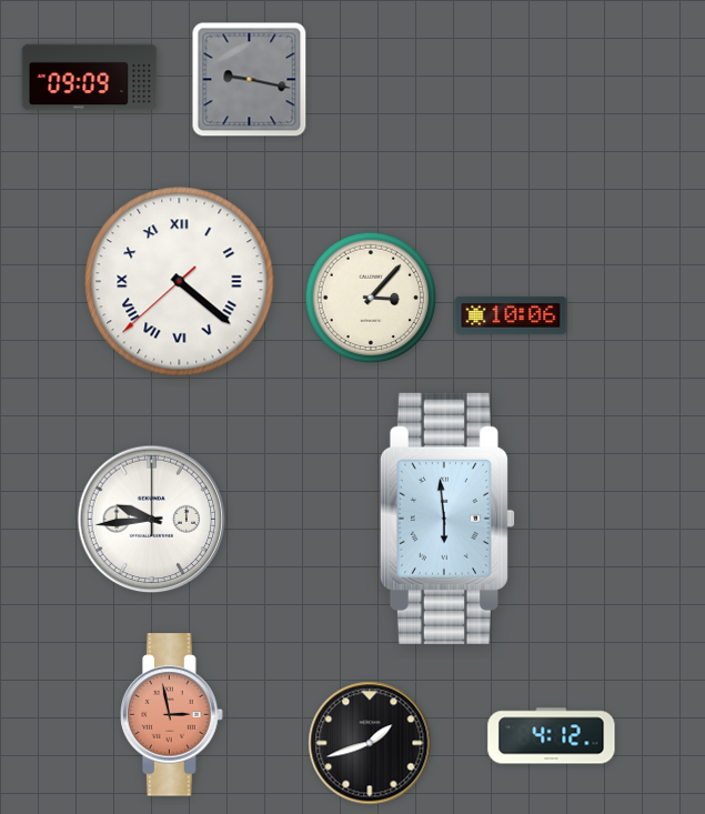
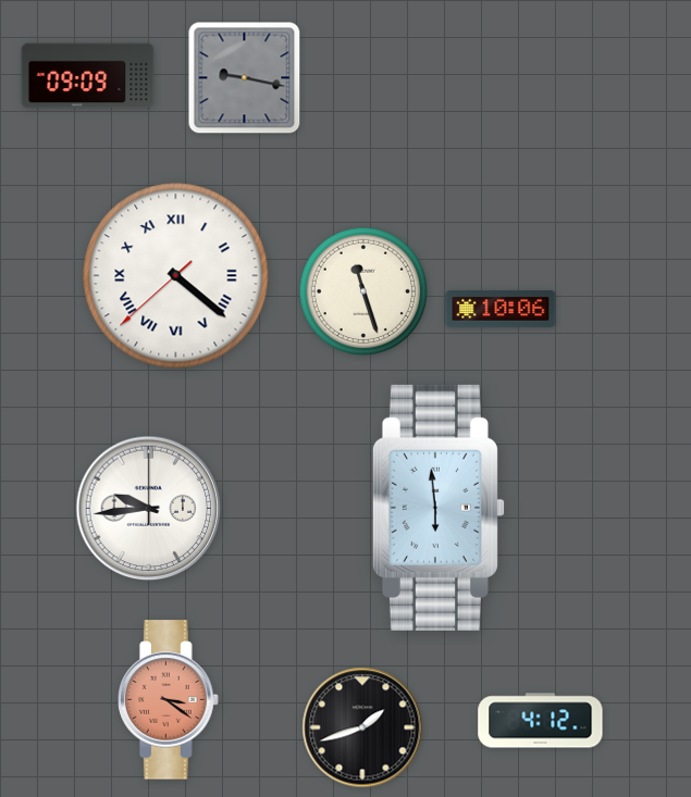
clock at (371, 298): 3:07 -> 11:27
clock at (172, 715): 2:58 -> 3:21
